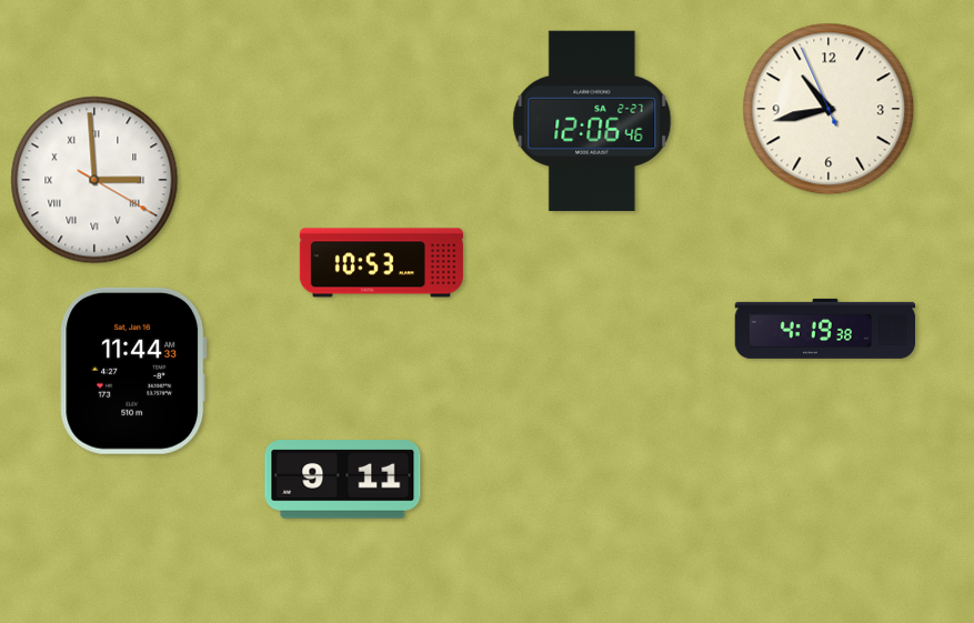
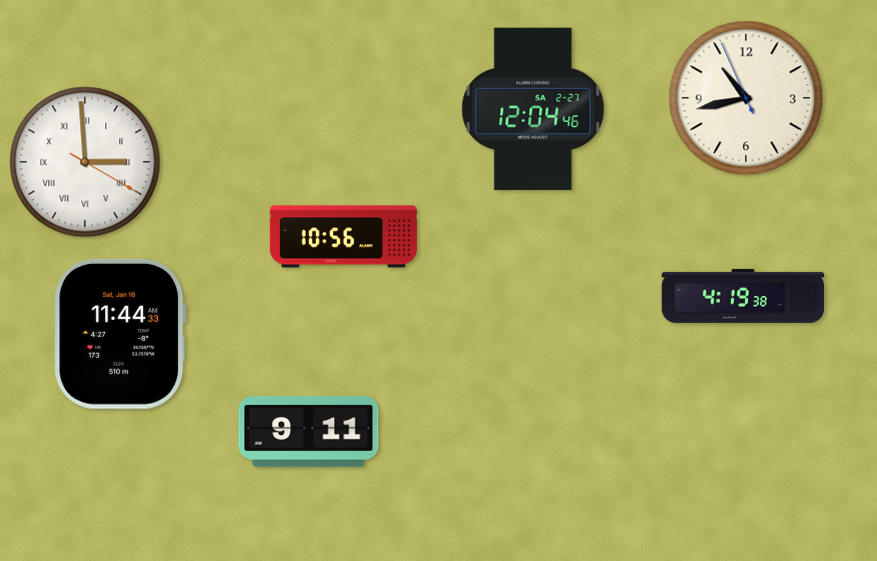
clock at (592, 120): 12:06 -> 12:04
clock at (381, 263): 10:53 -> 10:56
